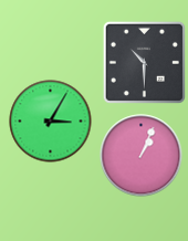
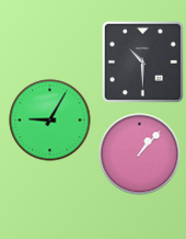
clock at (51, 122): 3:05 -> 9:05
clock at (142, 156): 1:04 -> 1:07
